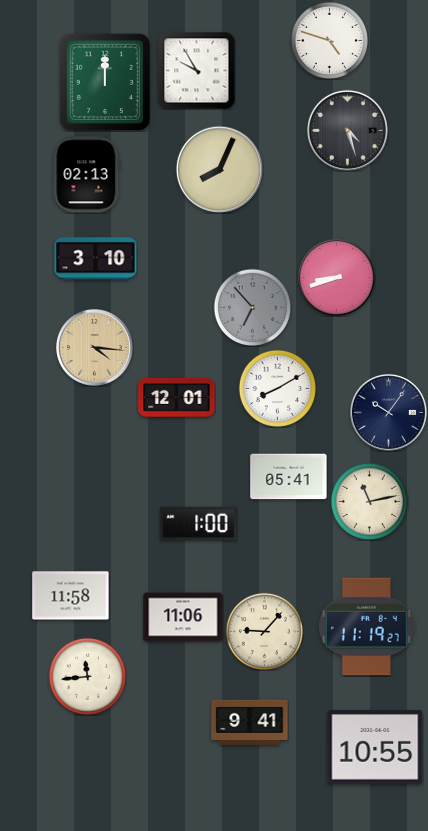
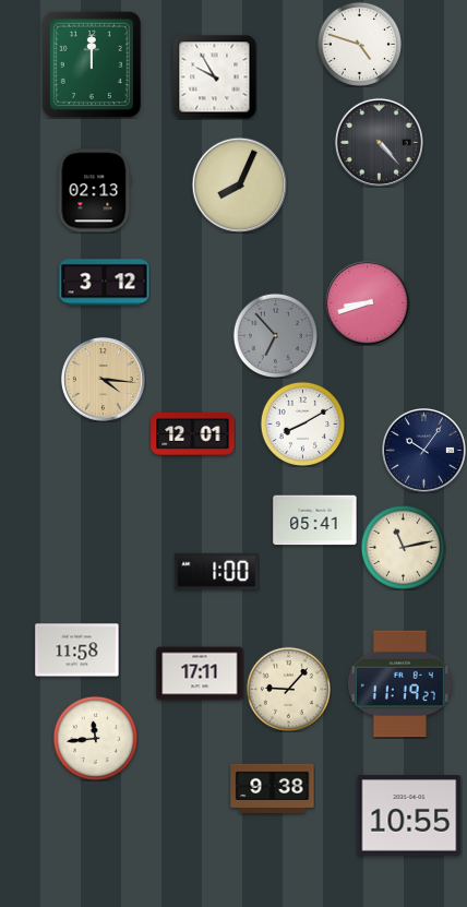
clock at (105, 82) position: (105, 82) -> (92, 64)
clock at (347, 130): 4:27 -> 4:23
clock at (96, 259): 3:10 -> 3:12
clock at (183, 617): 11:06 -> 17:11
clock at (250, 722): 9:41 -> 9:38
